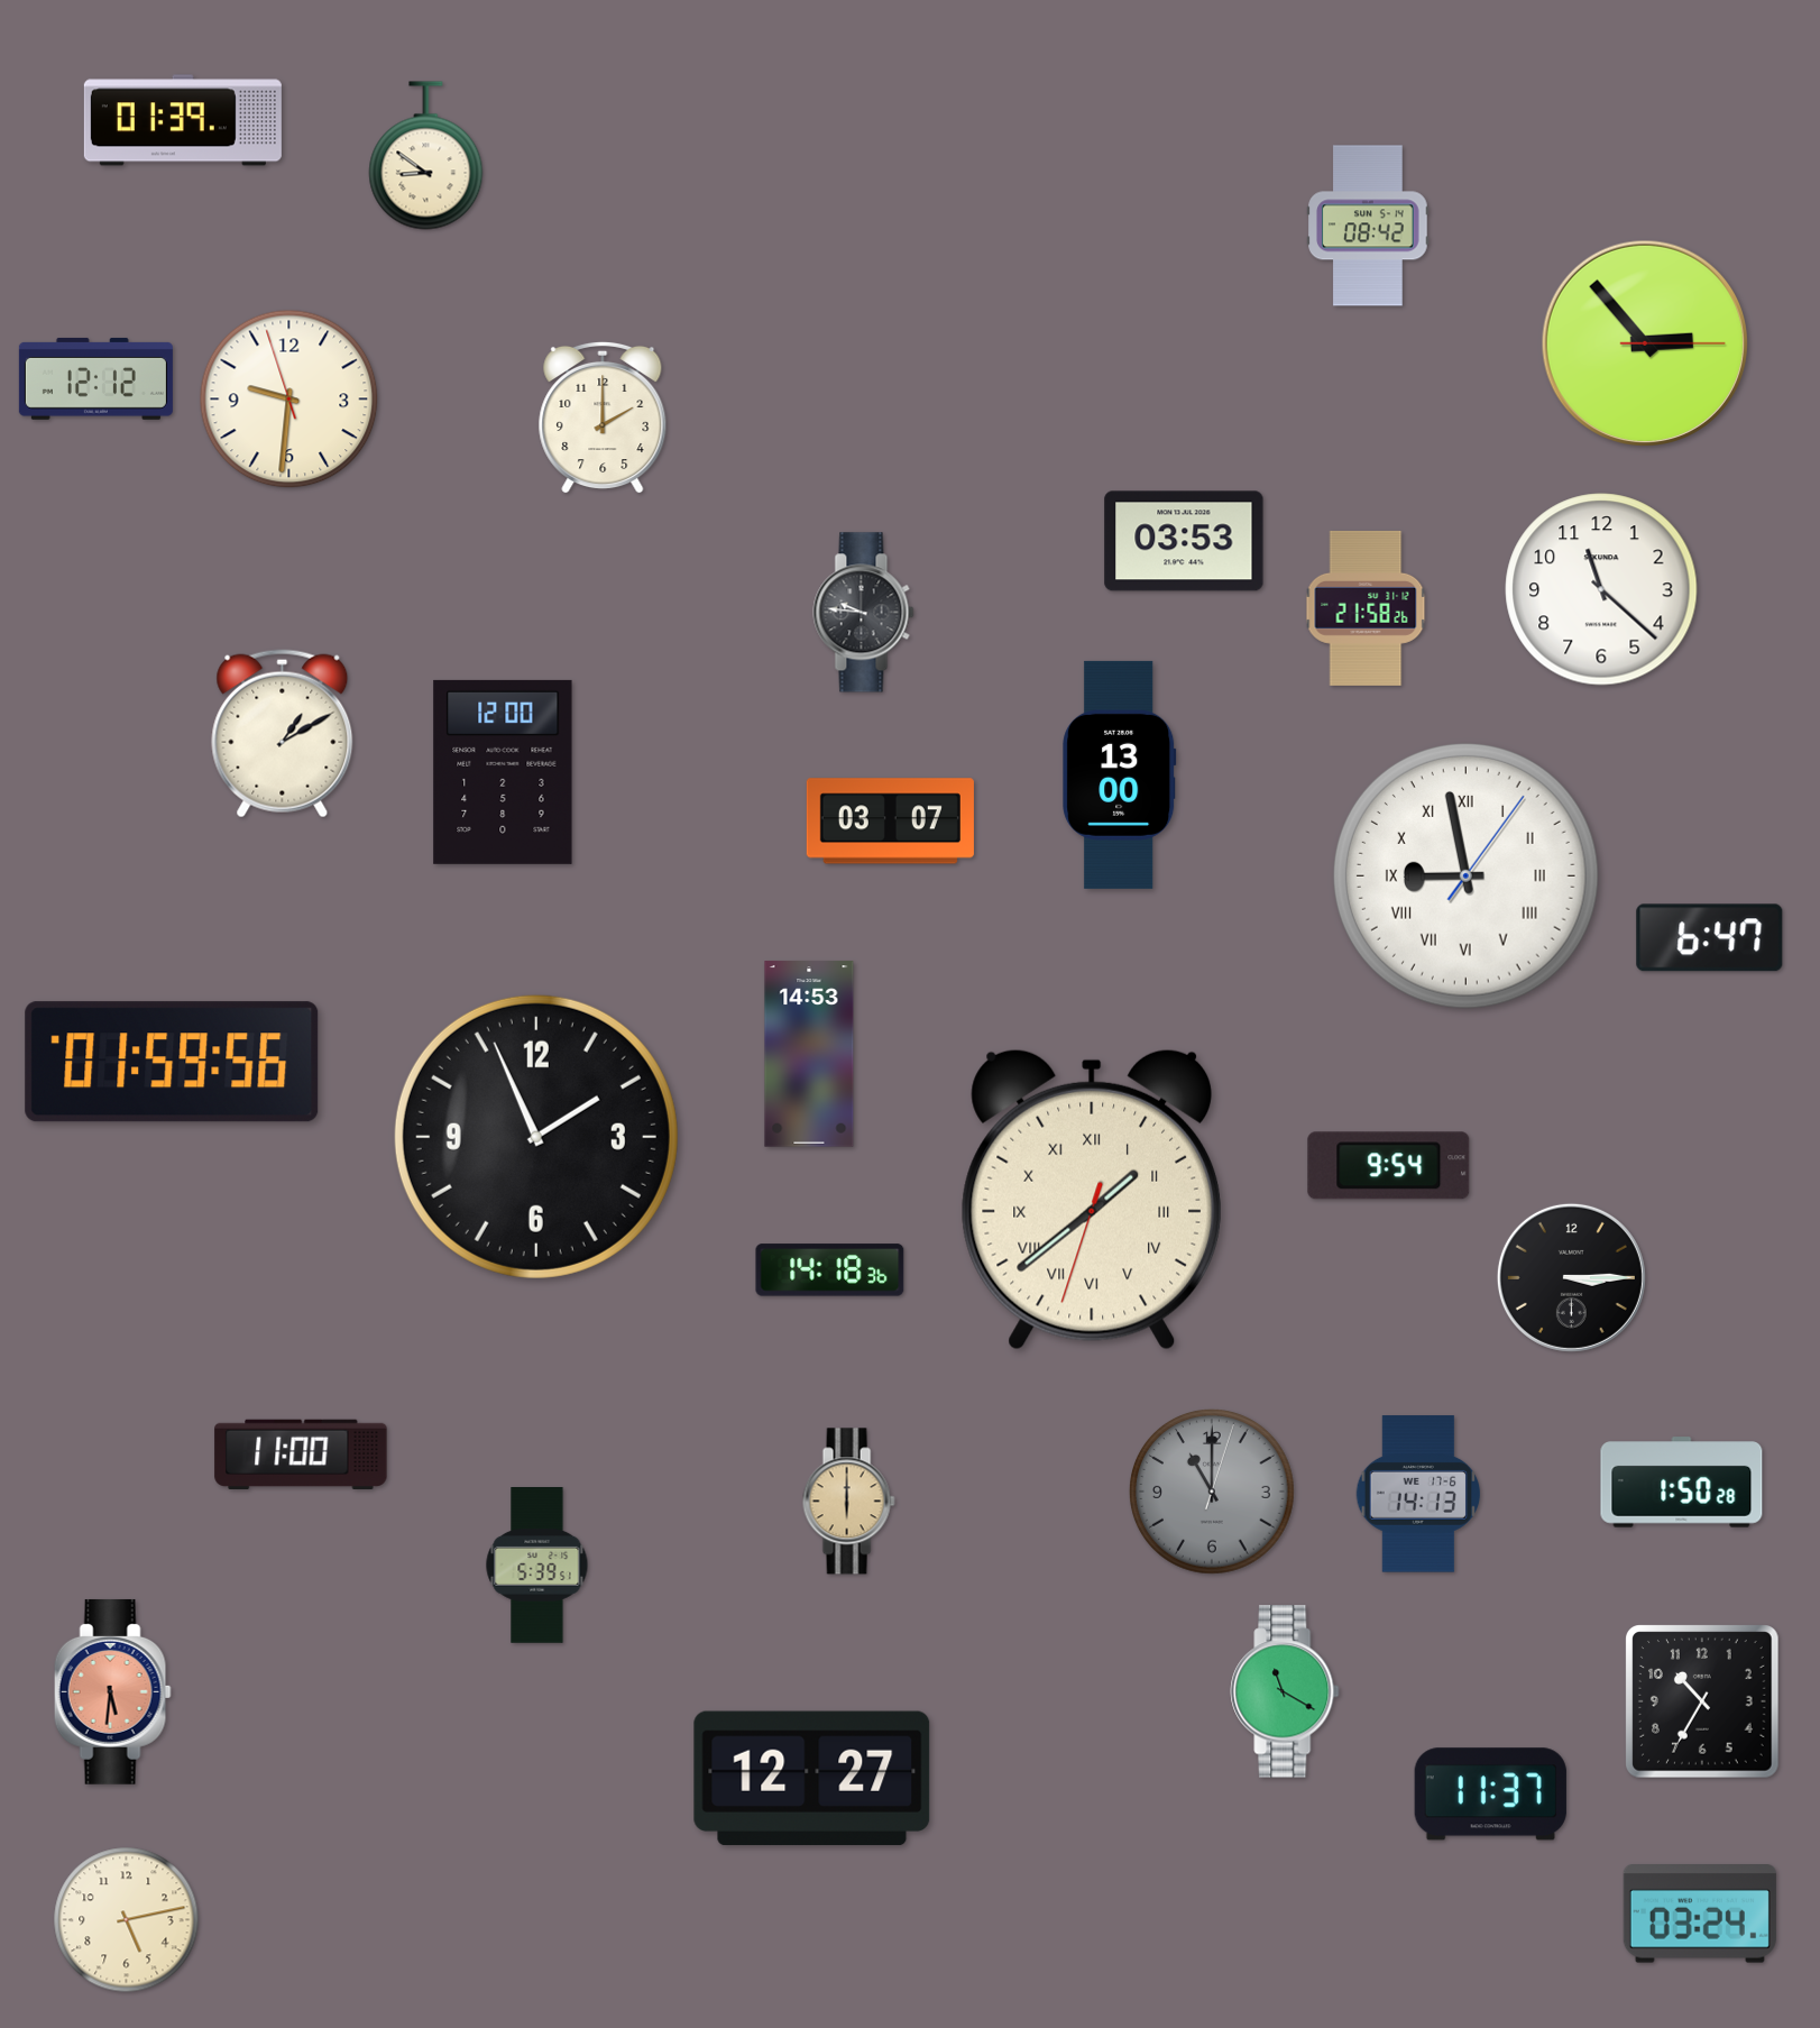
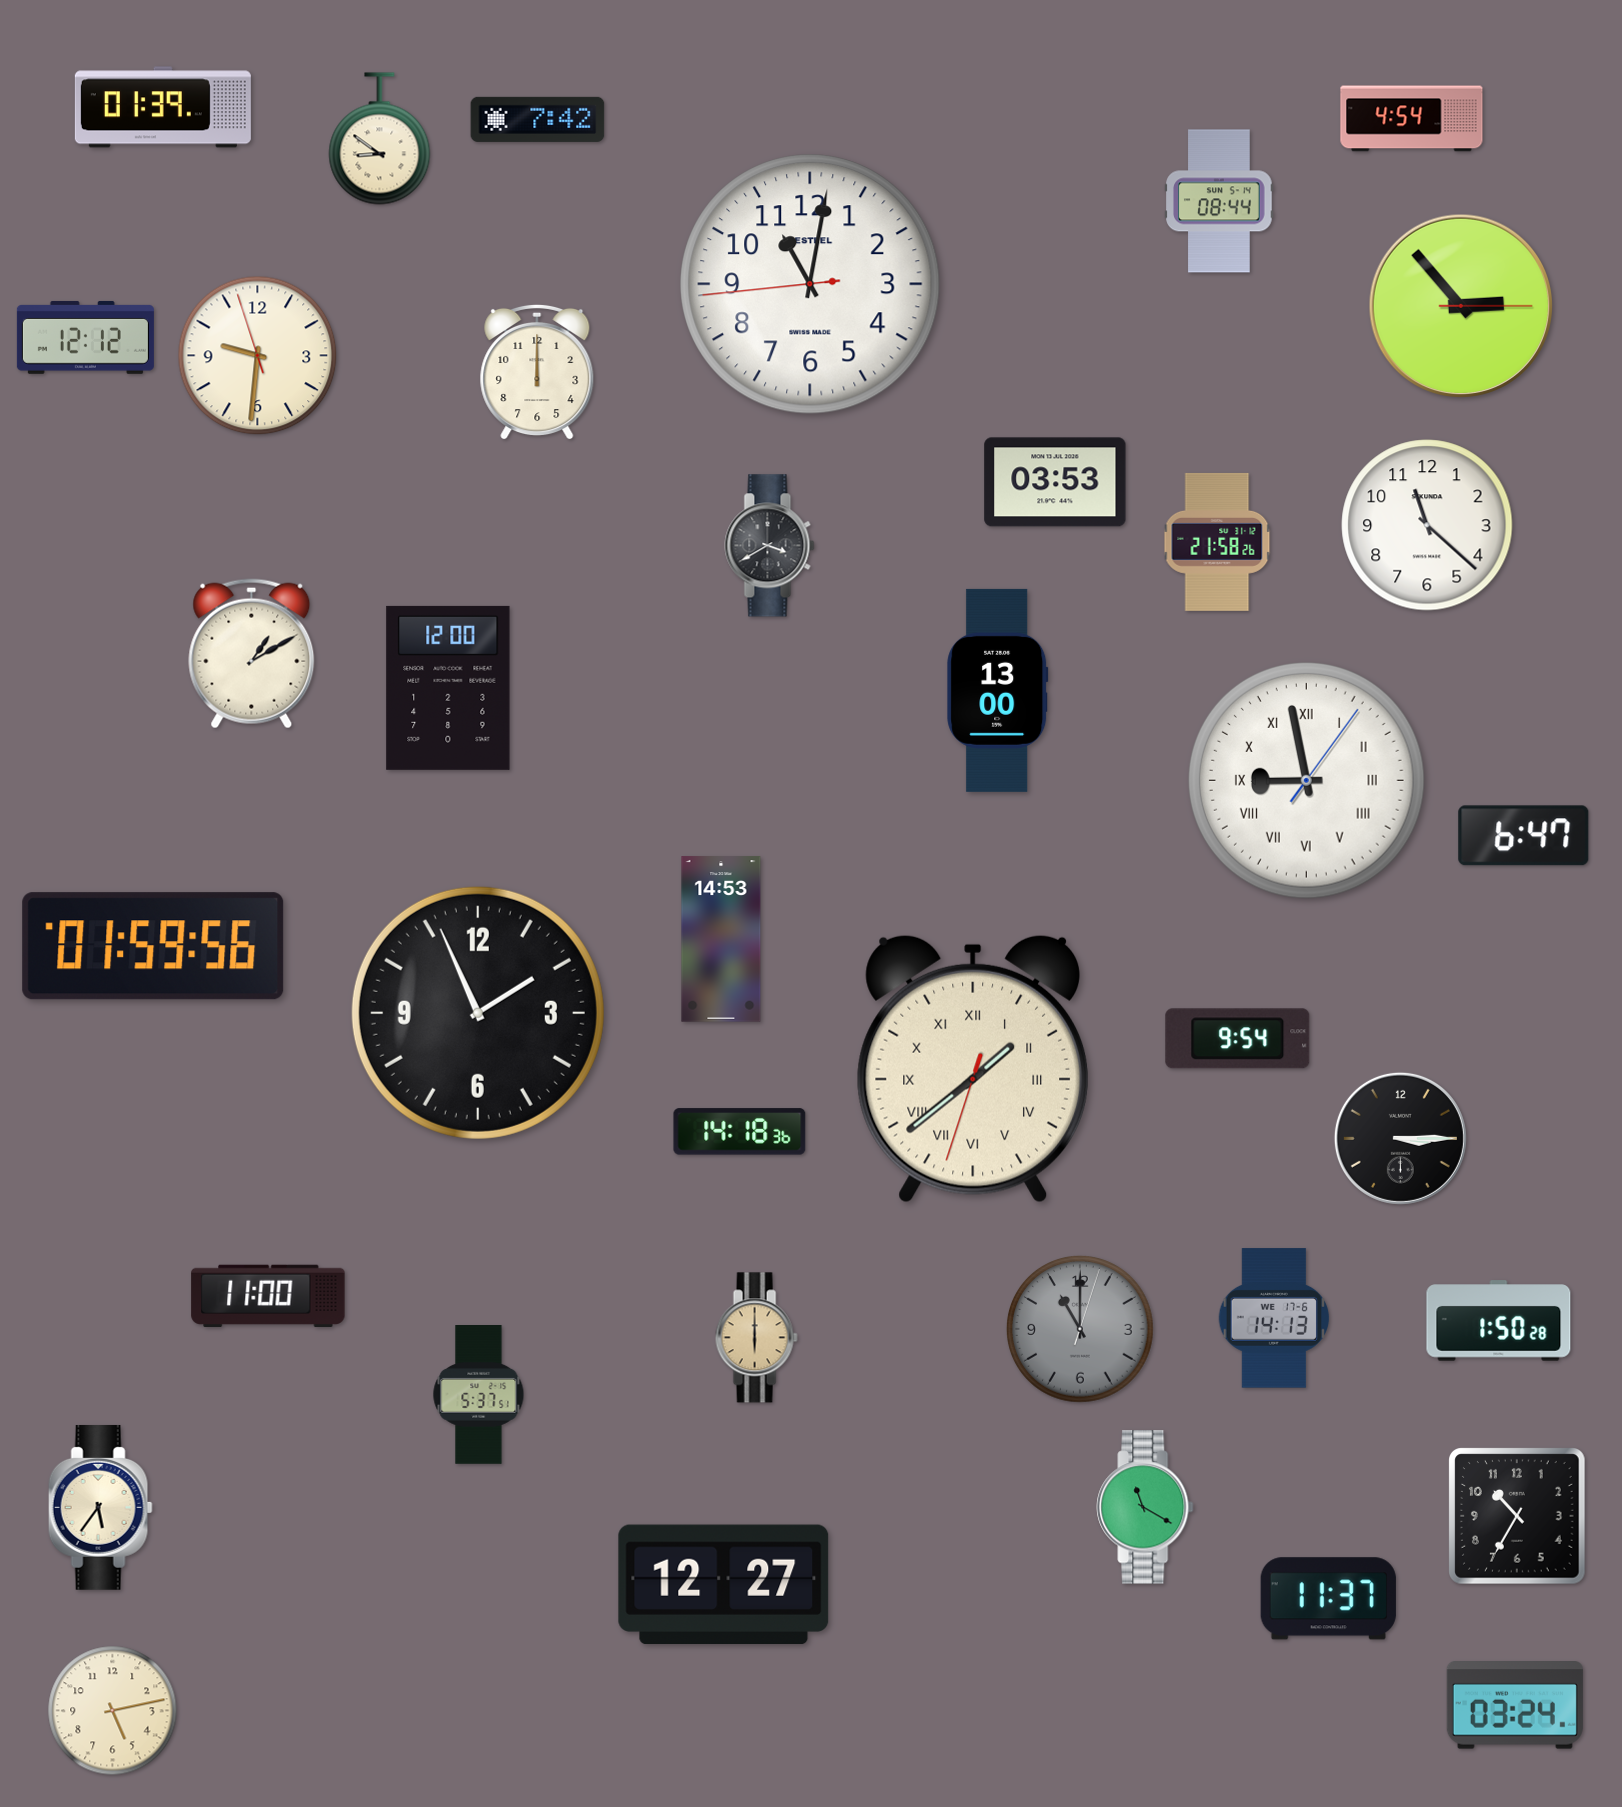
clock at (538, 119): none -> 7:42
clock at (1412, 119): none -> 4:54
clock at (1368, 226): 08:42 -> 08:44
clock at (810, 284): none -> 11:01
clock at (1645, 343) position: (1645, 343) -> (1461, 306)
clock at (603, 417): 2:00 -> 12:00
clock at (864, 613): 9:46 -> 3:40
clock at (890, 822): 03:07 -> none
clock at (1418, 1494) position: (1418, 1494) -> (1274, 1318)
clock at (537, 1566): 5:39 -> 5:37
clock at (112, 1691): 5:31 -> 5:36
clock at (112, 1691) dial: salmon -> cream
